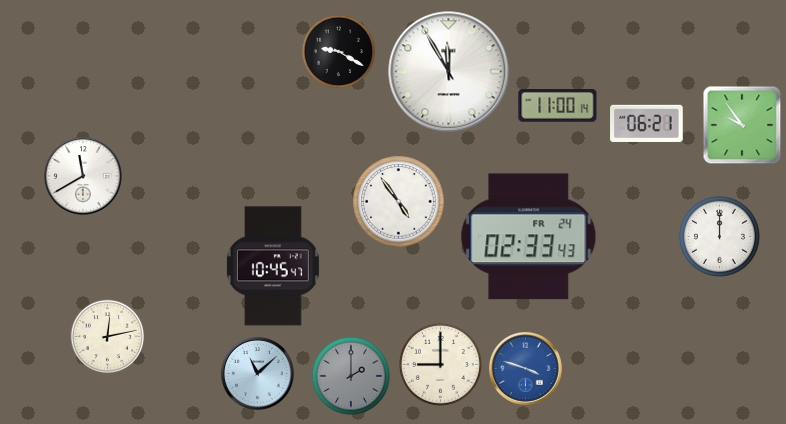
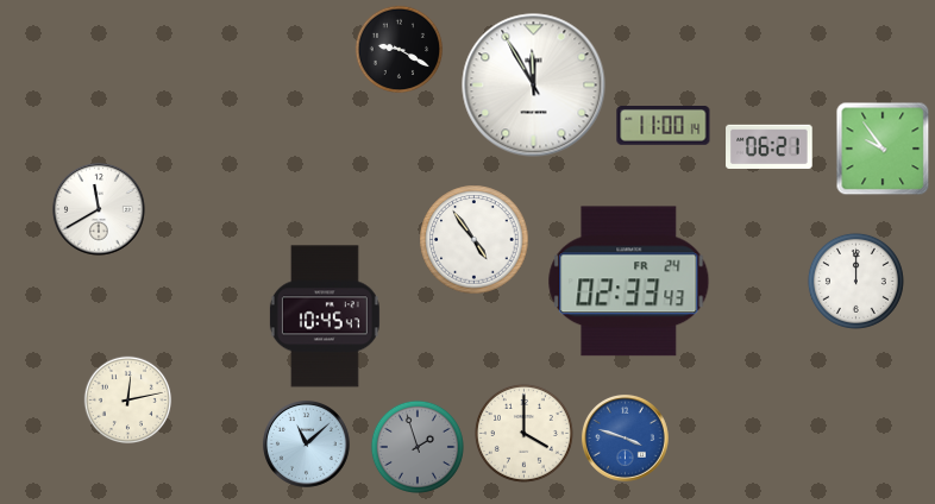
clock at (339, 52) position: (339, 52) -> (400, 50)
clock at (440, 364): 9:00 -> 4:00
clock at (351, 376): 2:00 -> 1:57
